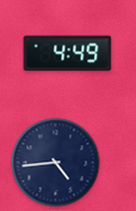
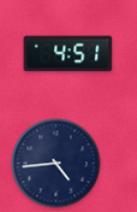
clock at (68, 54): 4:49 -> 4:51
